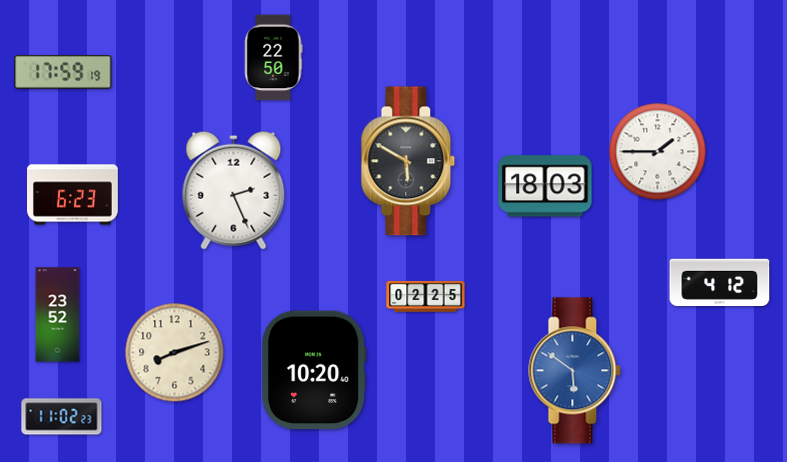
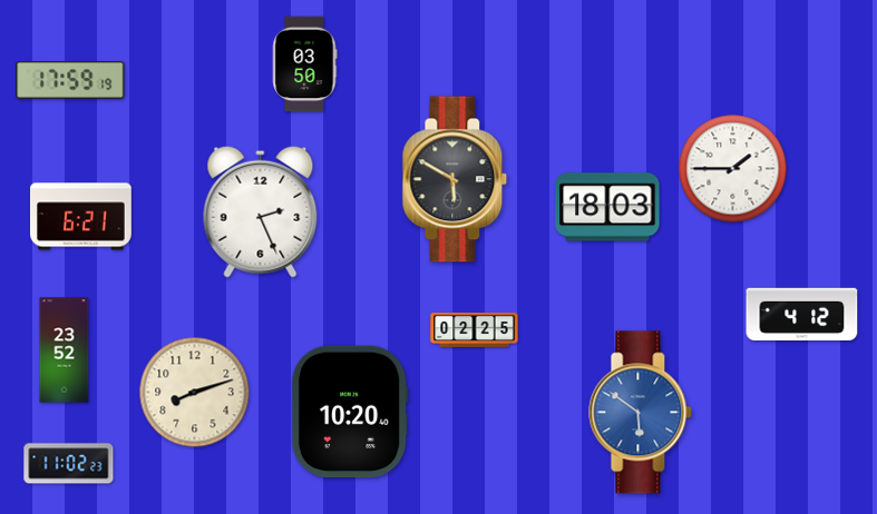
clock at (273, 58): 22:50 -> 03:50
clock at (73, 195): 6:23 -> 6:21
